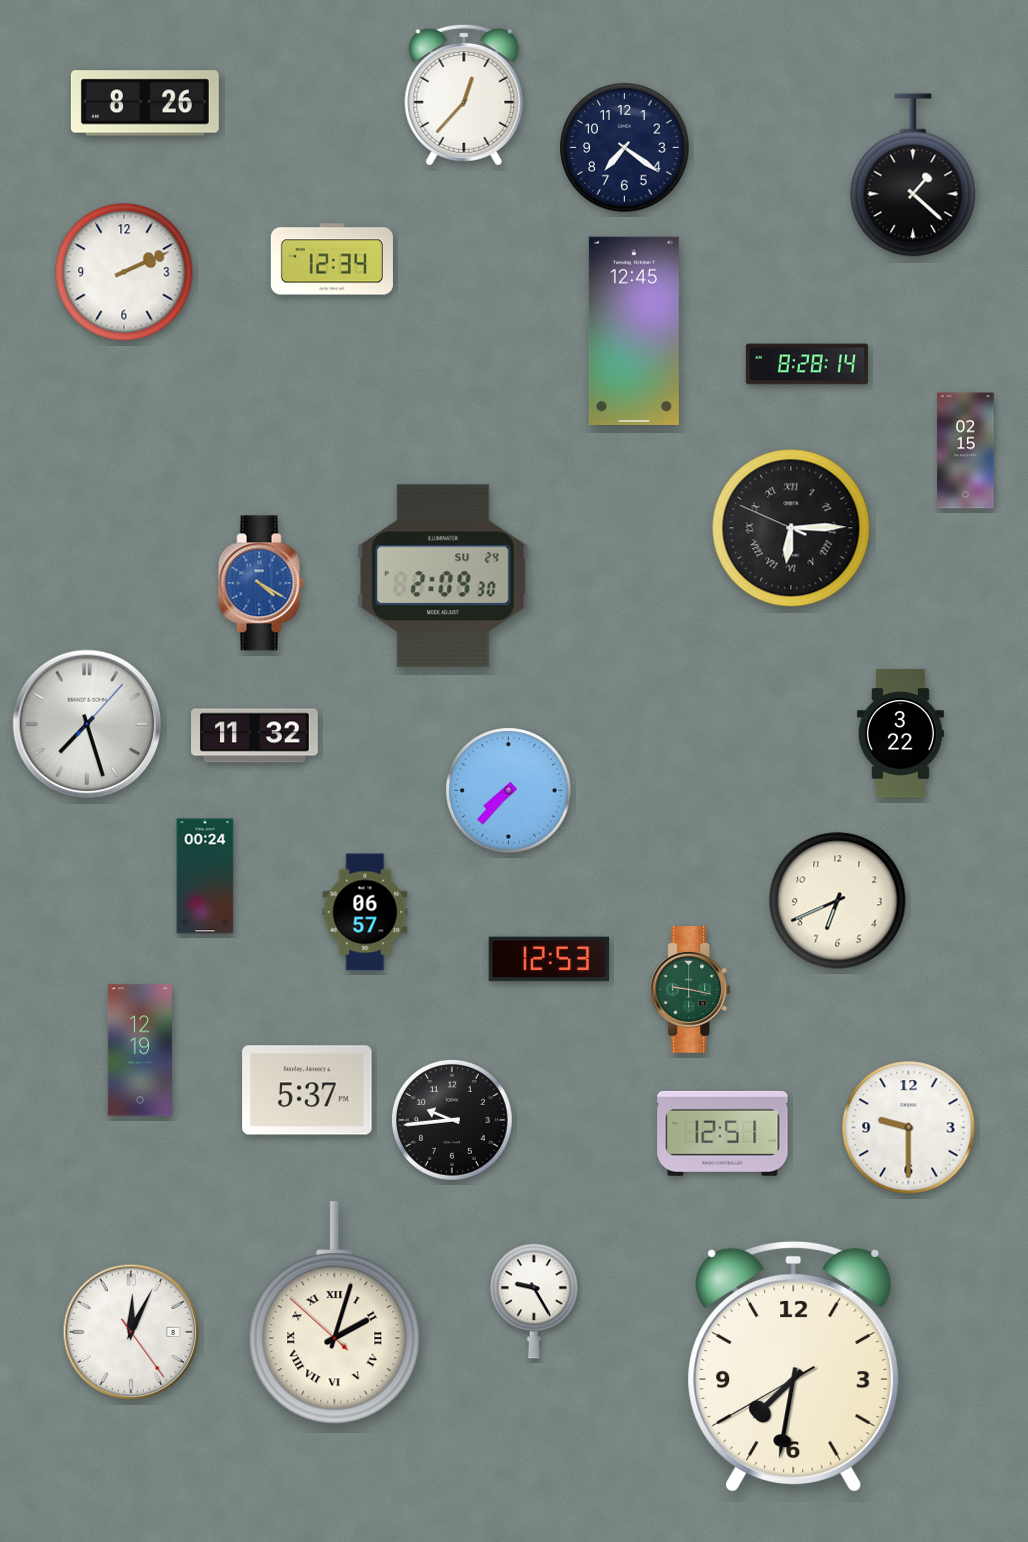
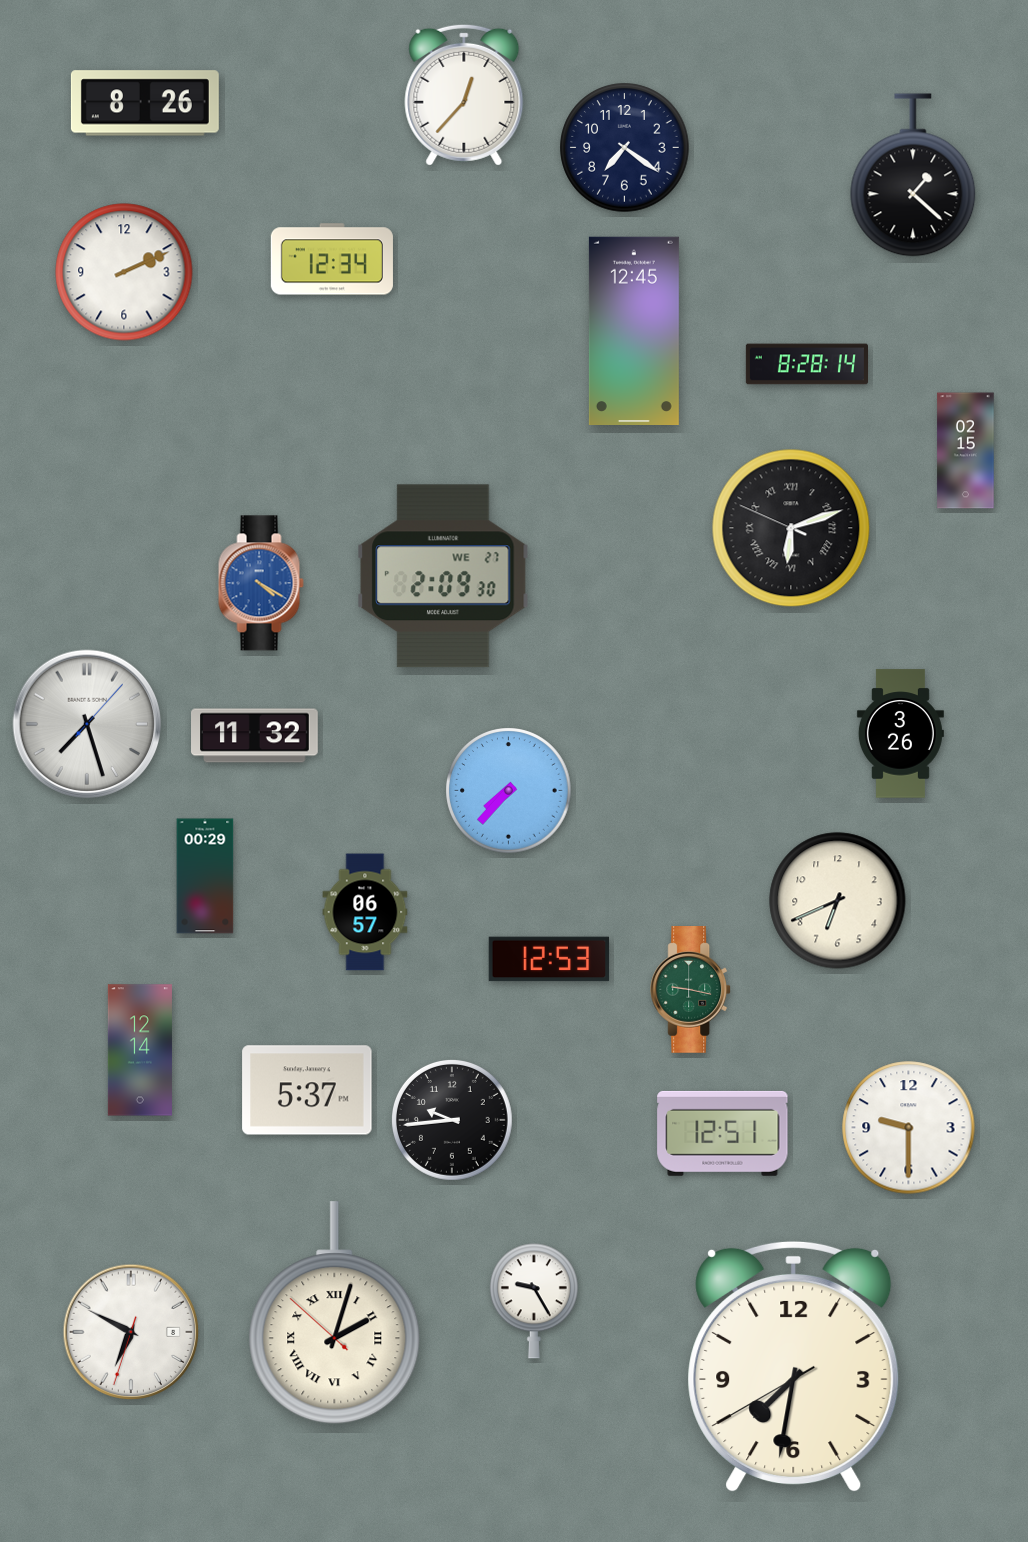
clock at (791, 528): 6:14 -> 6:11
clock at (443, 576) date: SU 24 -> WE 27
clock at (900, 734): 3:22 -> 3:26
clock at (205, 876): 00:24 -> 00:29
clock at (140, 1050): 12:19 -> 12:14
clock at (131, 1332): 12:04 -> 6:49
